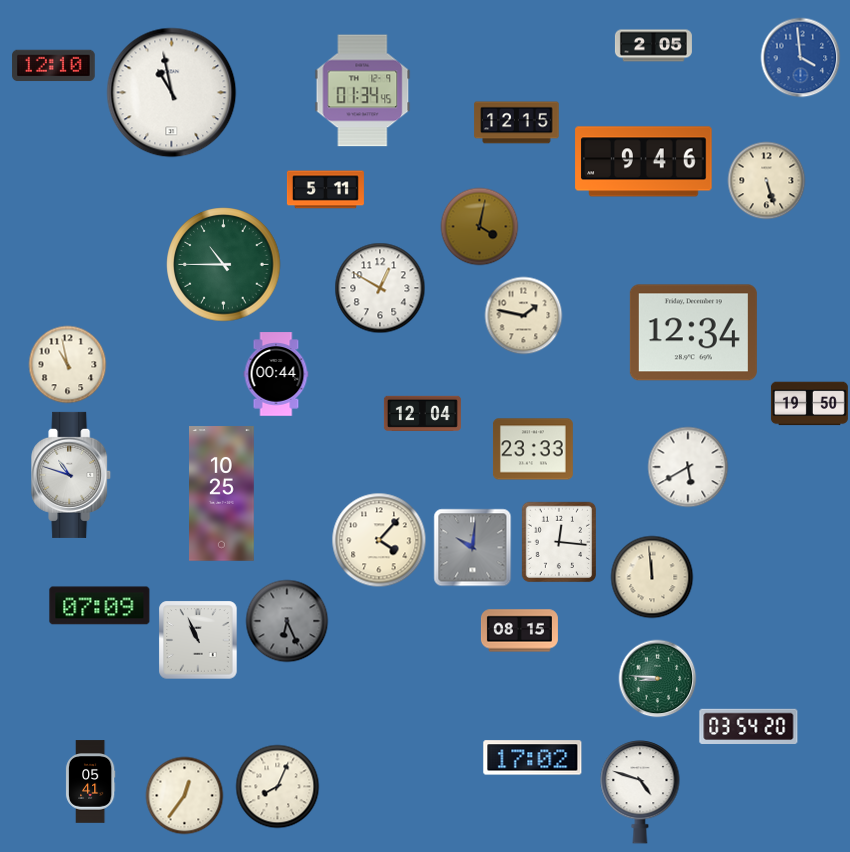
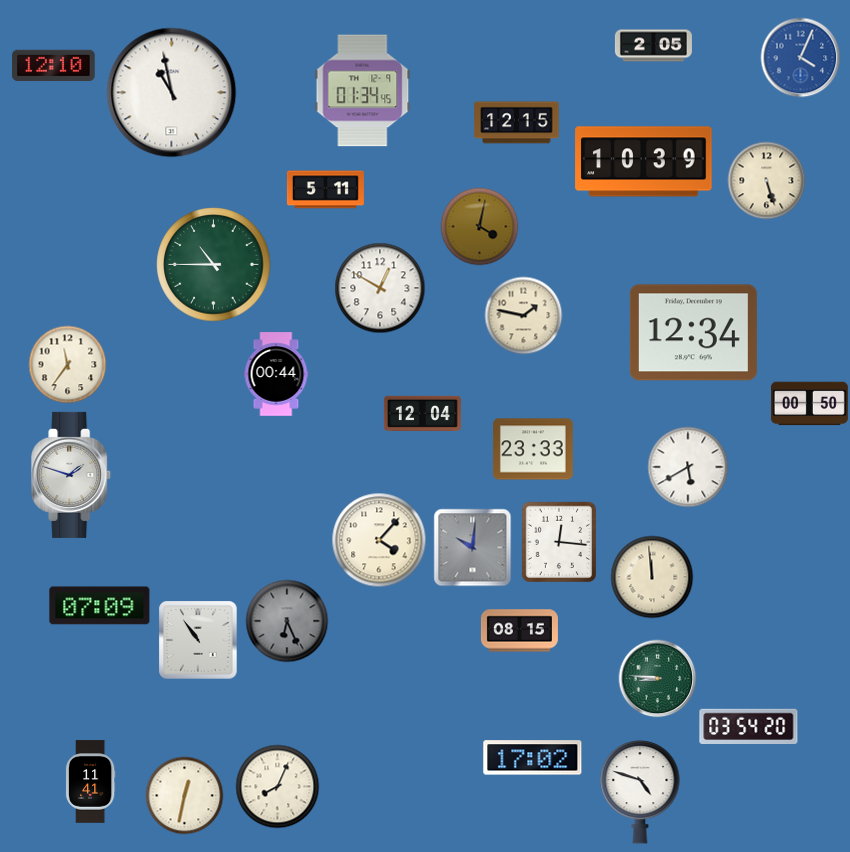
clock at (800, 57): 3:59 -> 4:04
clock at (644, 162): 9:46 -> 10:39
clock at (224, 265) position: (224, 265) -> (214, 265)
clock at (67, 364): 10:58 -> 11:36
clock at (809, 404): 19:50 -> 00:50
clock at (72, 475): 10:48 -> 1:48
clock at (222, 494): 10:25 -> none
clock at (198, 640): 10:56 -> 10:54
clock at (90, 782): 05:41 -> 11:41
clock at (184, 795): 12:36 -> 12:32
